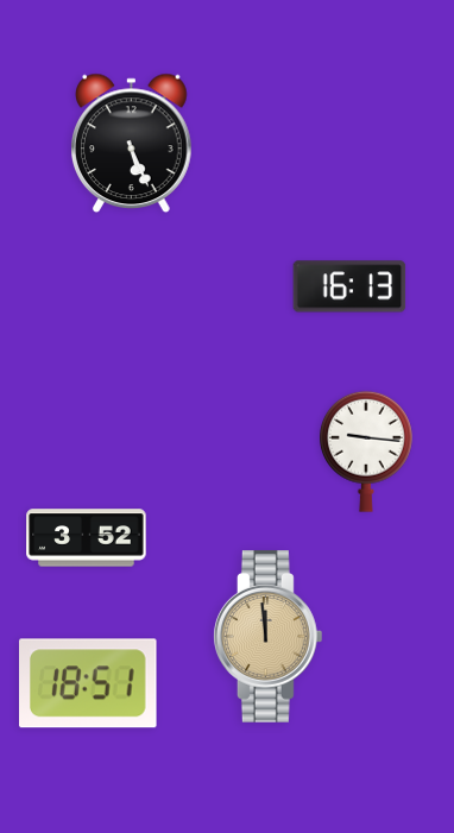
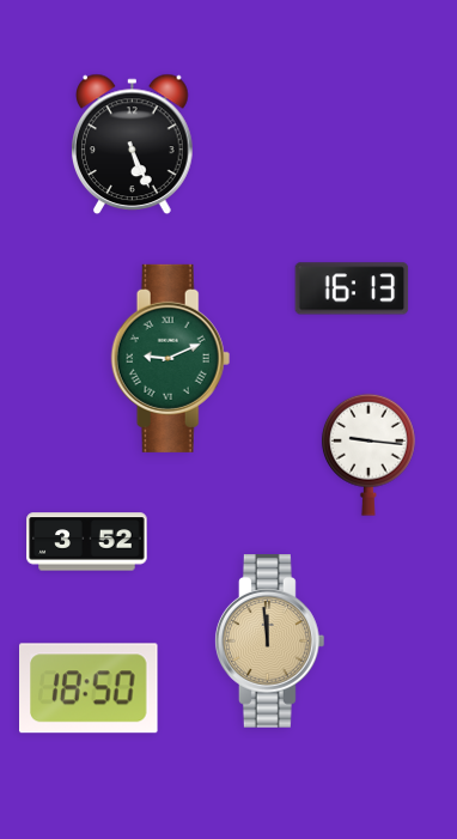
clock at (171, 358): none -> 9:11
clock at (89, 683): 18:51 -> 18:50
